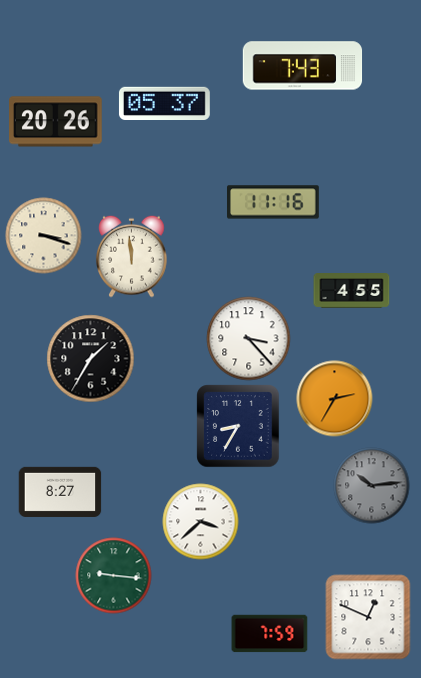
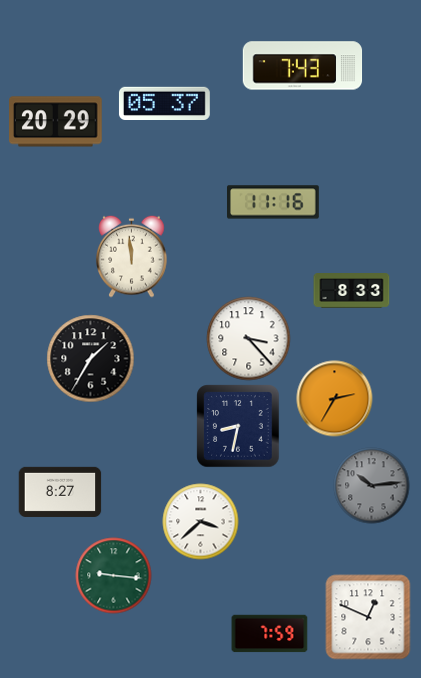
clock at (56, 122): 20:26 -> 20:29
clock at (44, 236): 3:18 -> none
clock at (352, 291): 4:55 -> 8:33
clock at (238, 426): 8:35 -> 8:32
